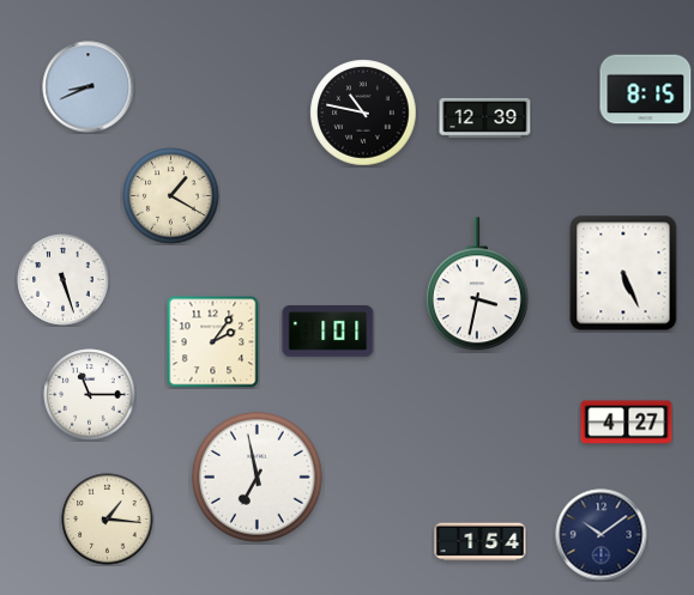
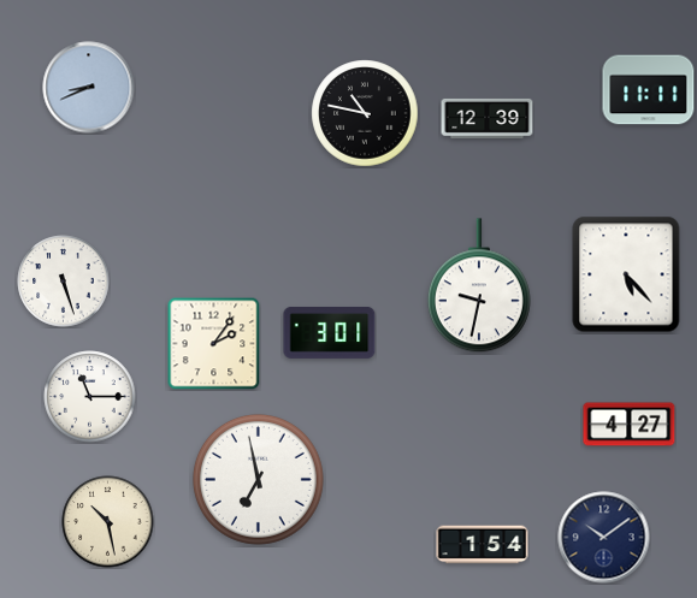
clock at (646, 90): 8:15 -> 11:11
clock at (171, 196): 1:20 -> none
clock at (623, 273): 5:26 -> 5:23
clock at (477, 285): 3:32 -> 9:32
clock at (328, 330): 1:01 -> 3:01
clock at (108, 520): 1:16 -> 10:28
